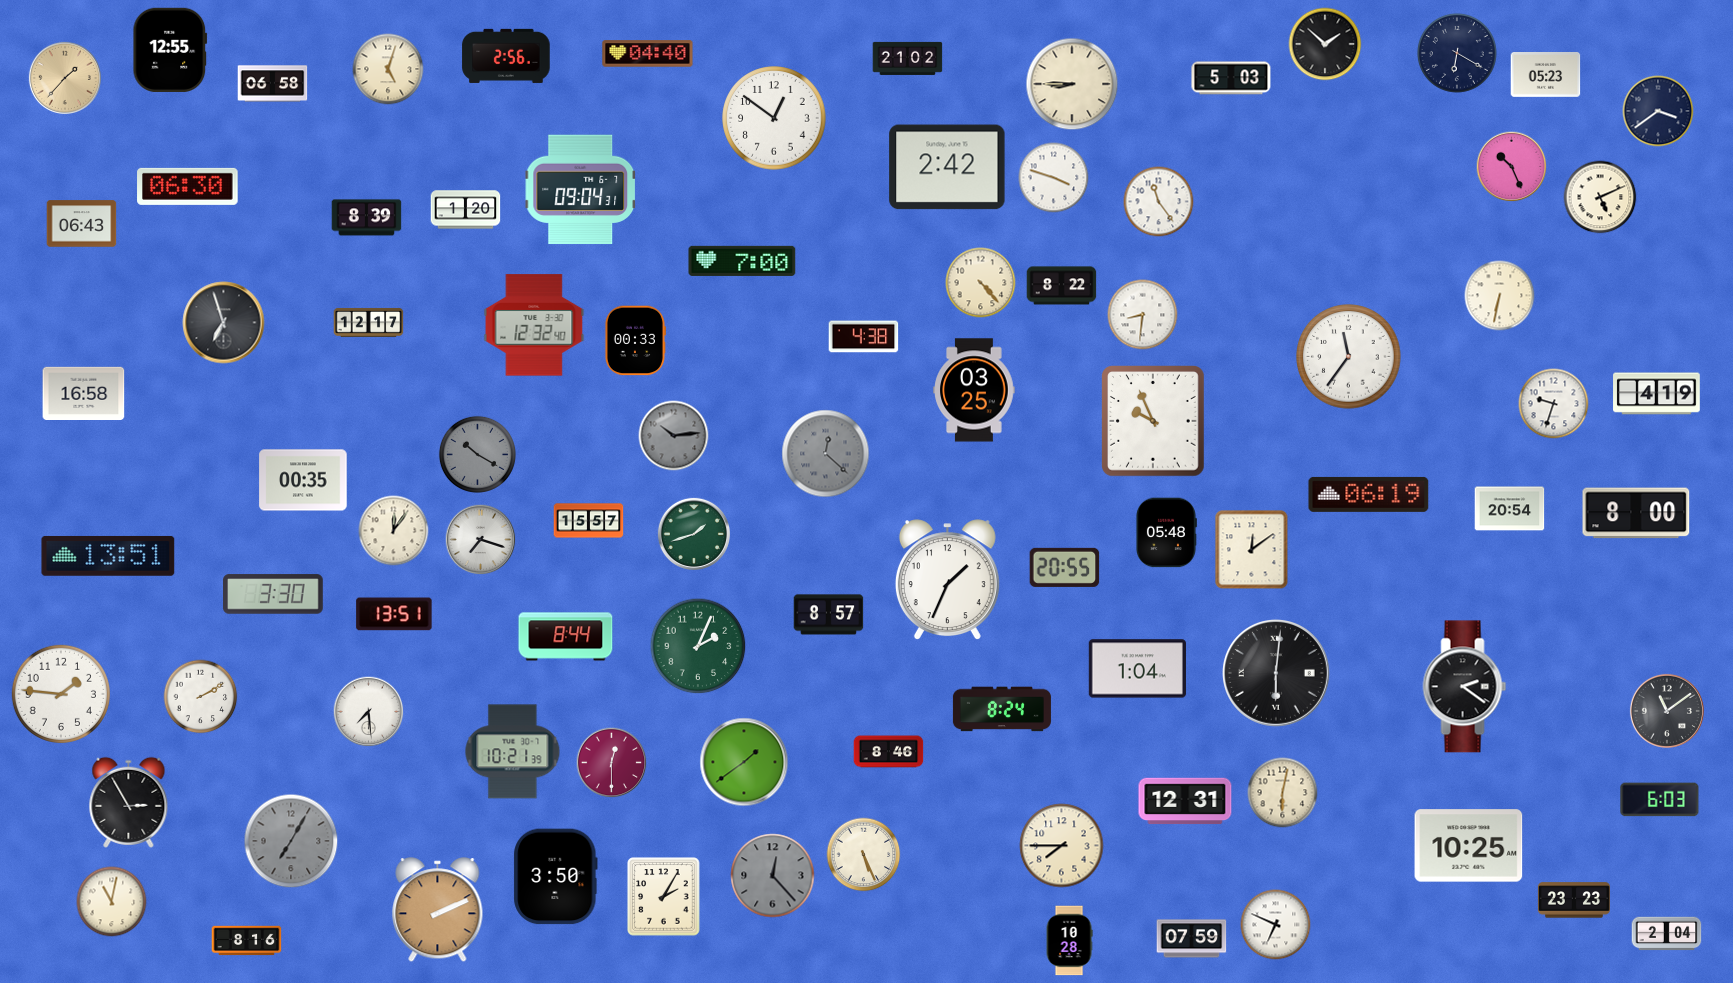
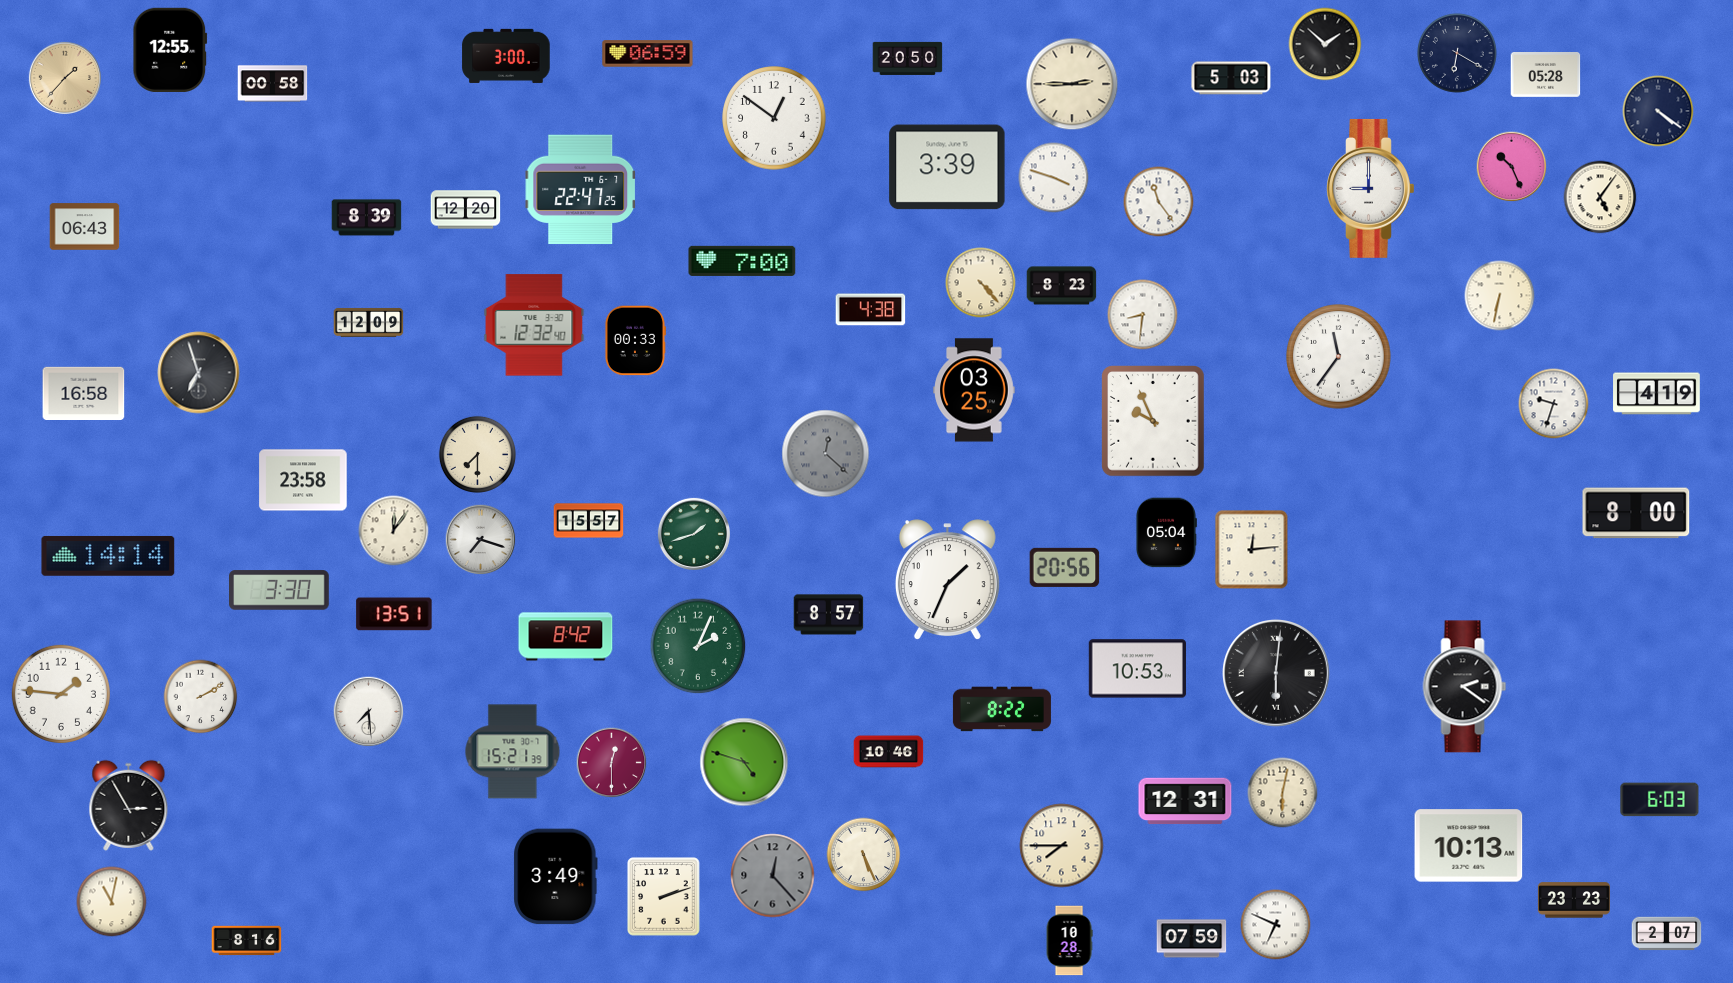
clock at (648, 54): 04:40 -> 06:59
clock at (506, 56): 2:56 -> 3:00
clock at (908, 58): 21:02 -> 20:50
clock at (388, 69): 5:03 -> none
clock at (1546, 75): 05:23 -> 05:28
clock at (273, 84): 06:58 -> 00:58
clock at (1072, 84): 8:45 -> 2:45
clock at (1658, 111): 3:39 -> 4:21
clock at (947, 167): 2:42 -> 3:39
clock at (188, 186): 06:30 -> none
clock at (1371, 188): none -> 9:00
clock at (581, 190): 09:04 -> 22:47
clock at (1600, 197): 5:11 -> 5:06
clock at (466, 210): 1:20 -> 12:20
clock at (82, 224) position: (82, 224) -> (85, 227)
clock at (1062, 286): 8:22 -> 8:23
clock at (369, 322): 12:17 -> 12:09
clock at (224, 323) position: (224, 323) -> (199, 373)
clock at (864, 337) position: (864, 337) -> (871, 310)
clock at (1349, 357) position: (1349, 357) -> (1339, 357)
clock at (674, 436): 10:14 -> none
clock at (477, 454): 10:20 -> 7:30
clock at (477, 454) dial: grey -> cream
clock at (303, 480): 00:35 -> 23:58
clock at (1369, 494): 06:19 -> none
clock at (1510, 509): 20:54 -> none
clock at (1167, 533): 05:48 -> 05:04
clock at (1252, 550): 12:09 -> 12:14
clock at (108, 556): 13:51 -> 14:14
clock at (1065, 567): 20:55 -> 20:56
clock at (274, 594) position: (274, 594) -> (280, 590)
clock at (566, 637): 8:44 -> 8:42
clock at (1137, 669): 1:04 -> 10:53
clock at (1002, 709): 8:24 -> 8:22
clock at (1667, 711): 11:09 -> none
clock at (513, 752): 10:21 -> 15:21
clock at (889, 752): 8:46 -> 10:46
clock at (744, 762): 1:39 -> 4:48
clock at (129, 802) position: (129, 802) -> (129, 805)
clock at (291, 841): 7:05 -> none
clock at (1469, 846): 10:25 -> 10:13
clock at (556, 877): 3:50 -> 3:49
clock at (664, 897): 2:05 -> 2:12
clock at (438, 910): 2:11 -> none
clock at (1667, 934): 2:04 -> 2:07
